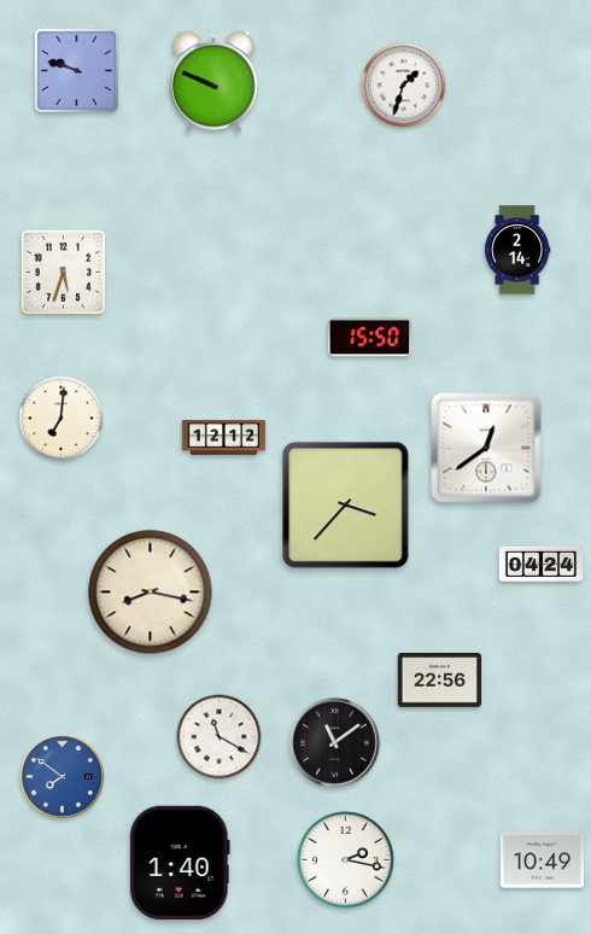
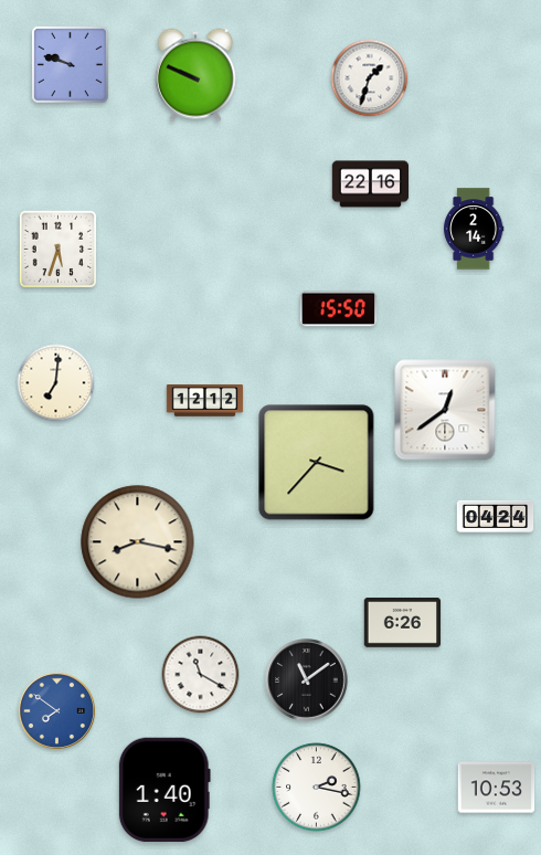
clock at (371, 184): none -> 22:16
clock at (440, 681): 22:56 -> 6:26
clock at (543, 860): 10:49 -> 10:53
